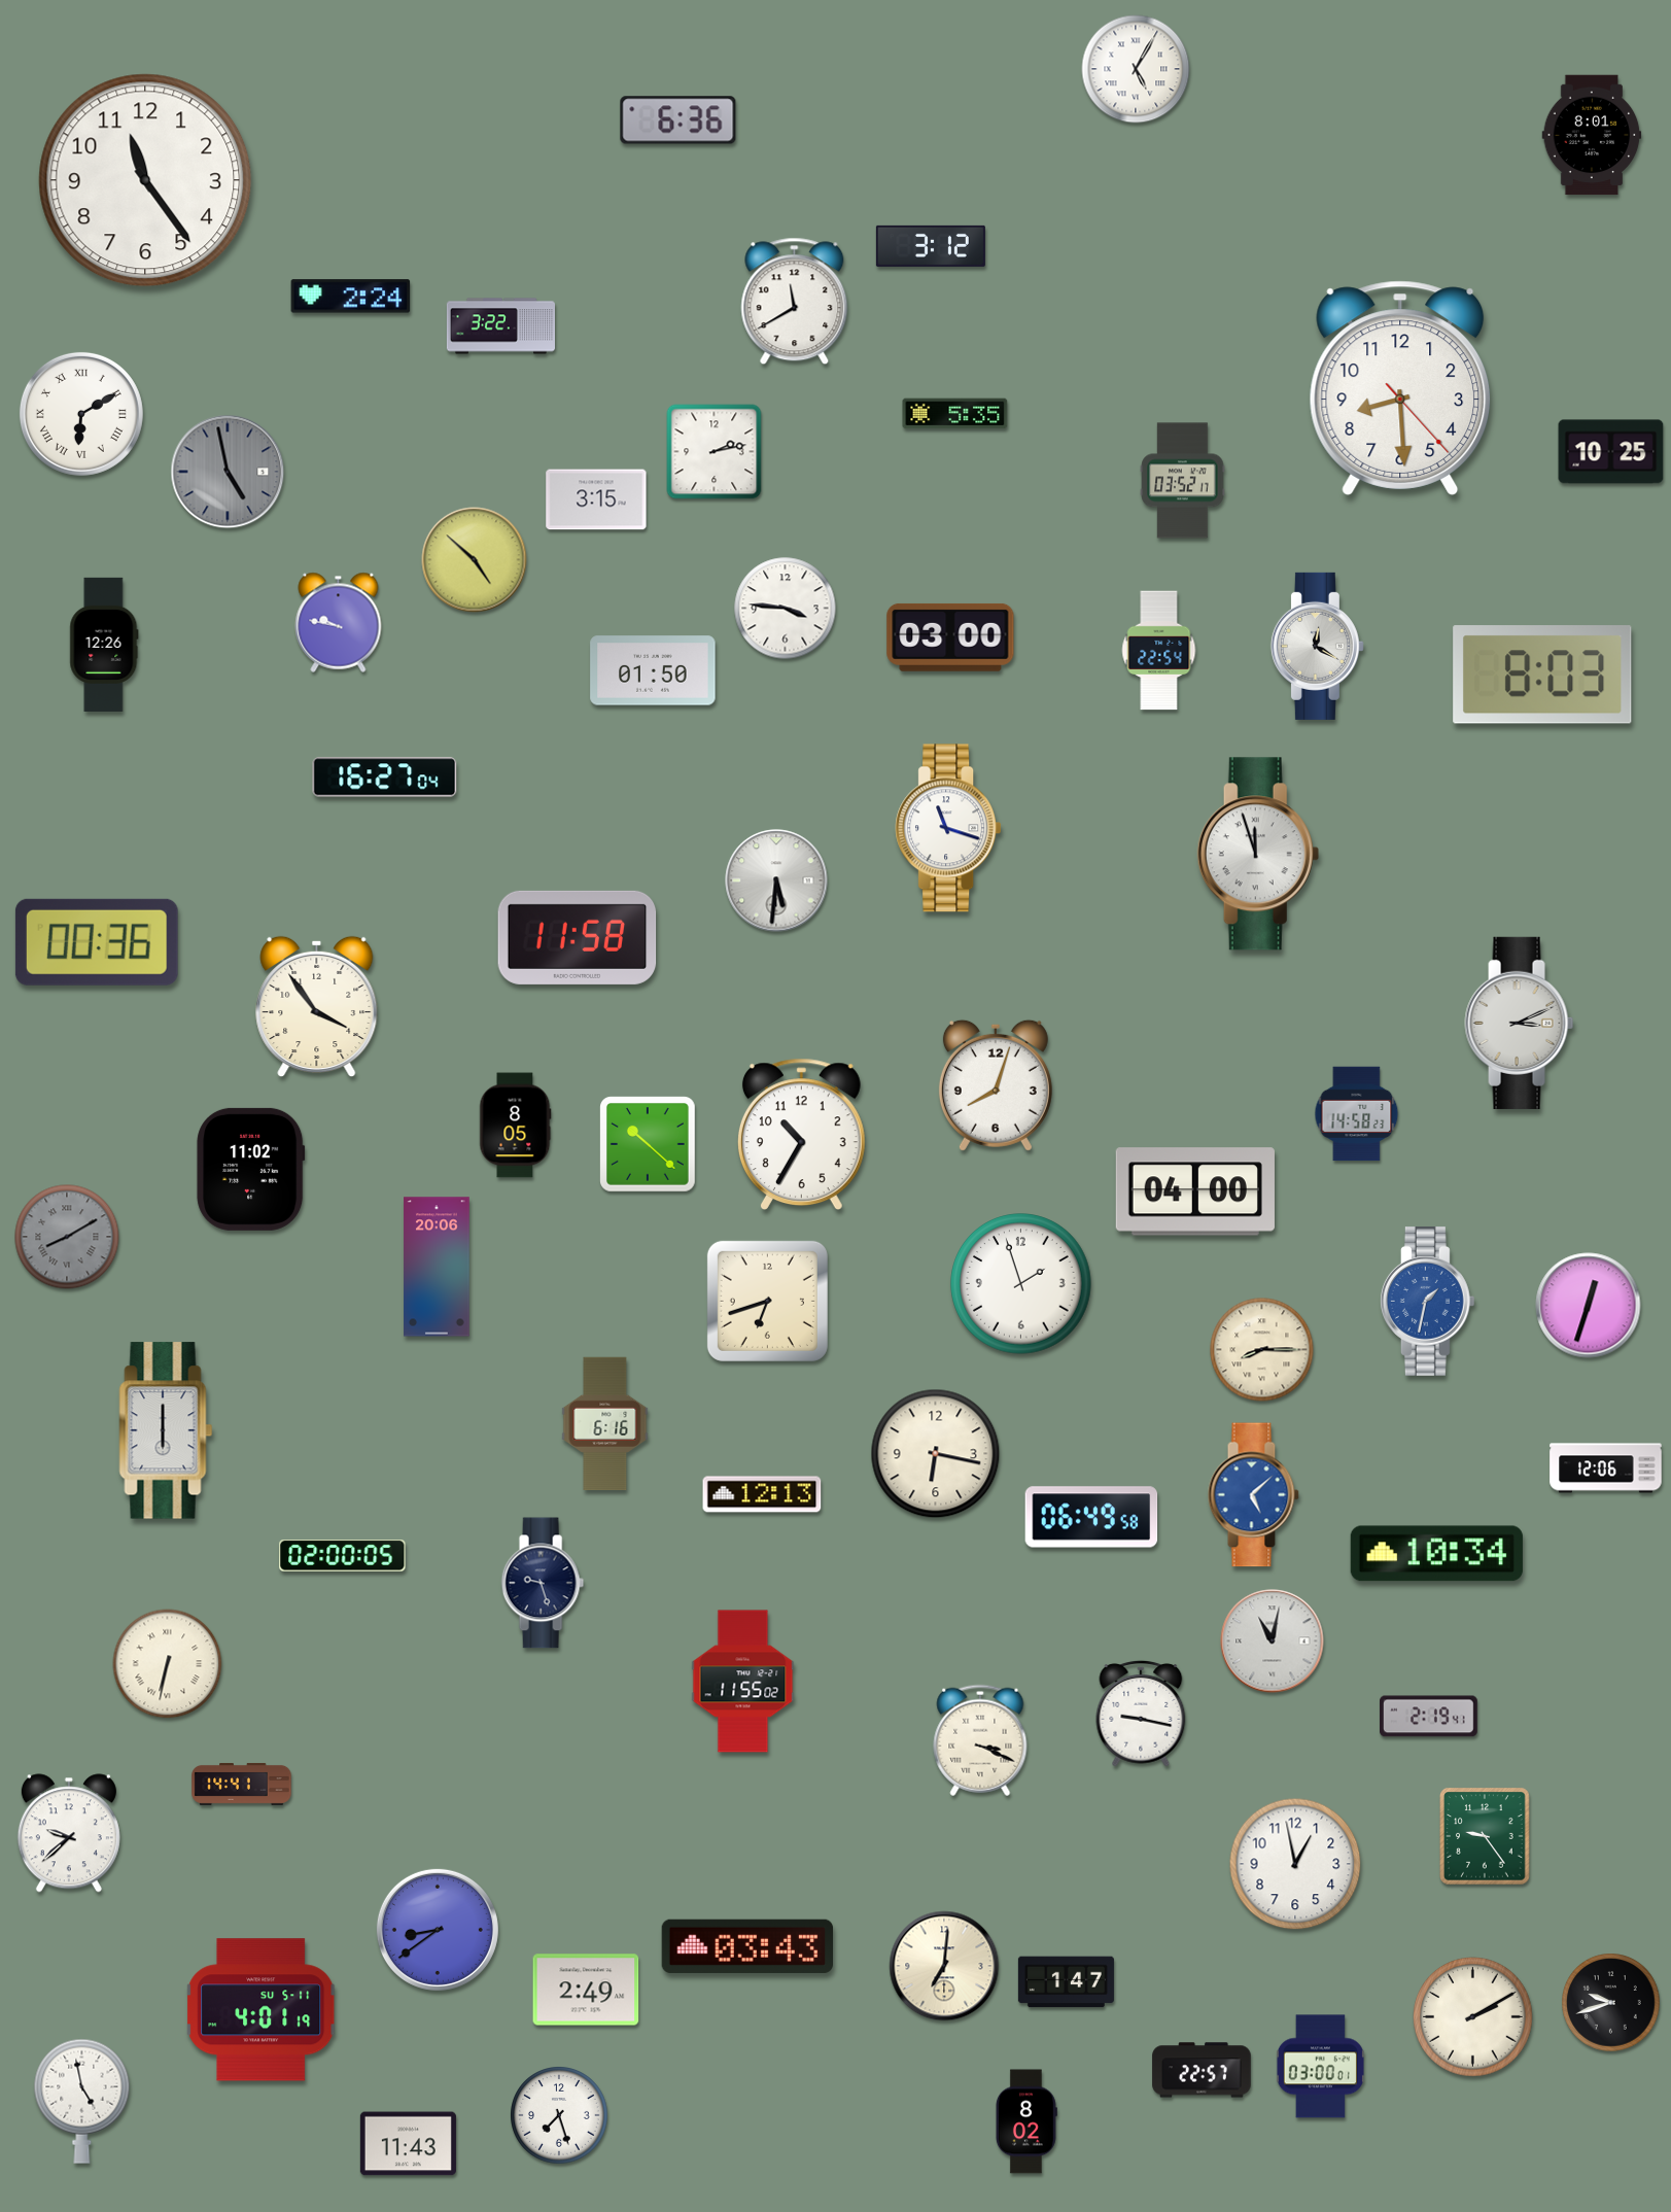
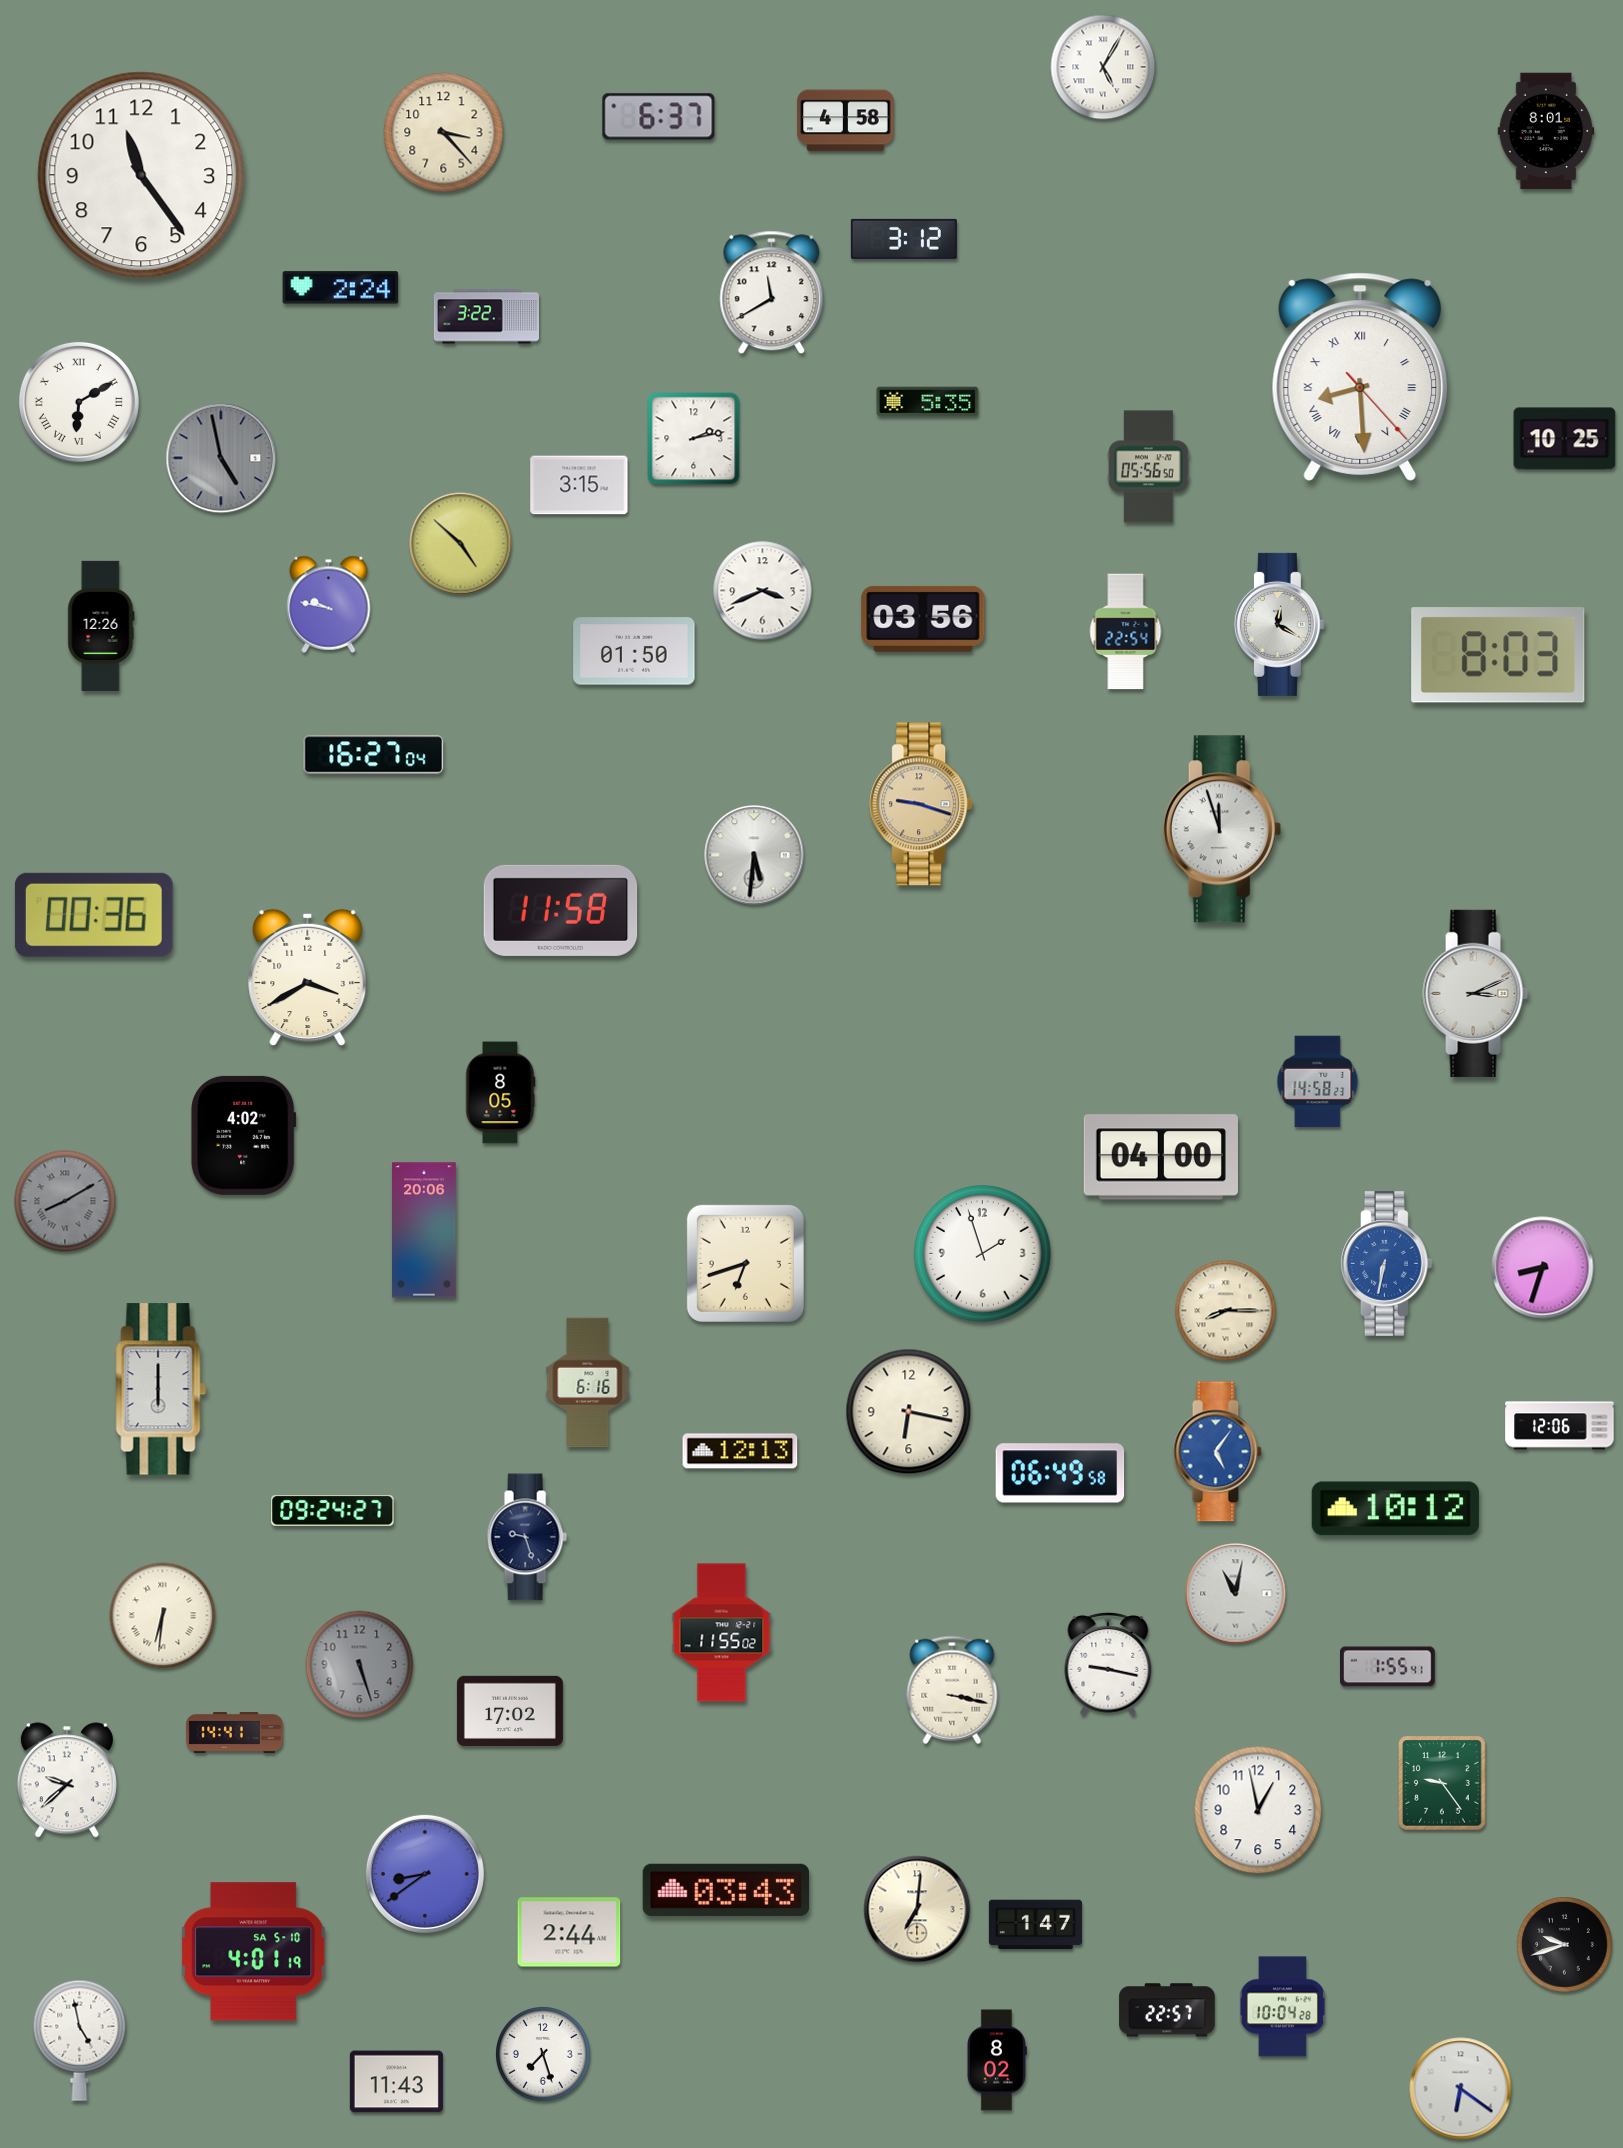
clock at (678, 120): 6:36 -> 6:37
clock at (846, 121): none -> 4:58
clock at (444, 133): none -> 3:23
clock at (1400, 388) numerals: Arabic -> Roman
clock at (1183, 481): 03:52 -> 05:56
clock at (786, 609): 3:46 -> 3:41
clock at (950, 637): 03:00 -> 03:56
clock at (1317, 646) position: (1317, 646) -> (1279, 624)
clock at (948, 828): 11:18 -> 9:18
clock at (948, 828) dial: white -> champagne
clock at (317, 1007): 3:54 -> 3:40
clock at (996, 1085): 8:03 -> none
clock at (801, 1134): 10:35 -> none
clock at (649, 1145): 10:22 -> none
clock at (251, 1169): 11:02 -> 4:02
clock at (1021, 1284) position: (1021, 1284) -> (983, 1254)
clock at (1427, 1301): 1:32 -> 6:32
clock at (1589, 1306): 12:33 -> 8:33
clock at (1253, 1495): 5:08 -> 5:06
clock at (1436, 1554): 10:34 -> 10:12
clock at (343, 1556): 02:00 -> 09:24
clock at (168, 1664): 6:32 -> 6:31
clock at (360, 1665): none -> 5:27
clock at (1429, 1717): 2:19 -> 1:55
clock at (980, 1740): 3:19 -> 3:17
clock at (510, 1711): none -> 17:02
clock at (586, 1990): 2:49 -> 2:44
clock at (262, 2010) date: SU 5-11 -> SA 5-10
clock at (1473, 2017): 2:10 -> none
clock at (1320, 2067): 03:00 -> 10:04
clock at (1461, 2089): none -> 6:21
